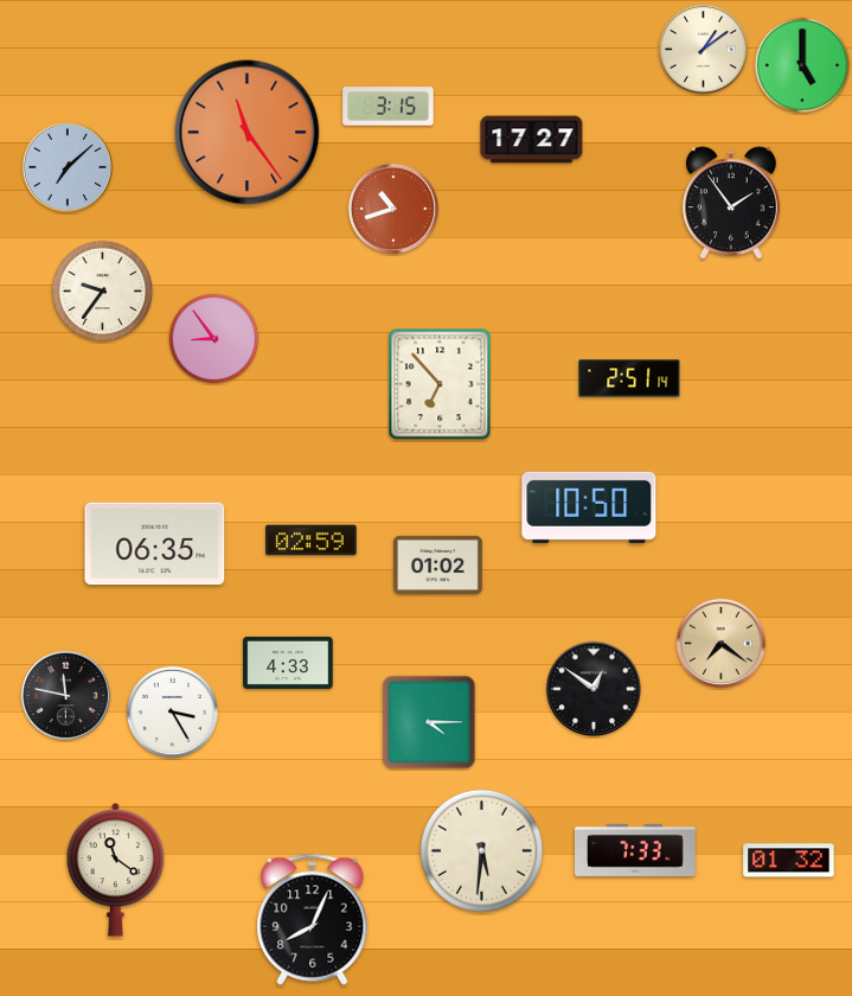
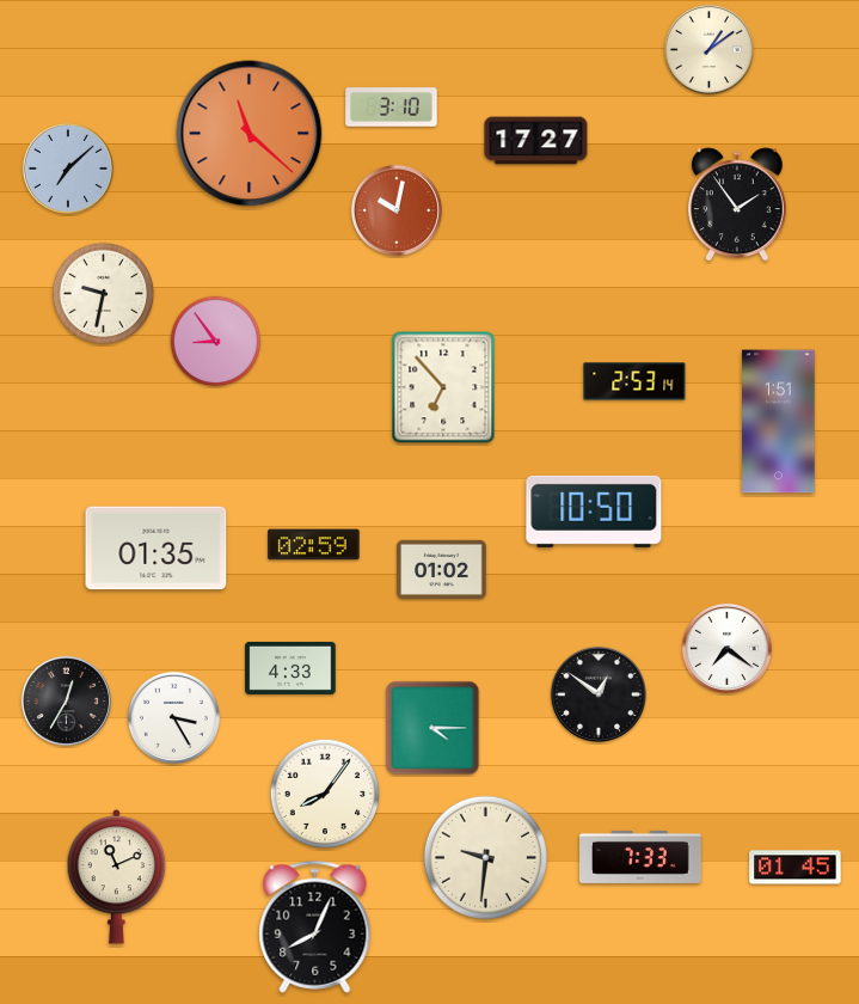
clock at (802, 65): 5:00 -> none
clock at (389, 107): 3:15 -> 3:10
clock at (248, 133): 11:24 -> 11:22
clock at (393, 209): 10:42 -> 10:02
clock at (103, 292): 9:36 -> 9:32
clock at (629, 378): 2:51 -> 2:53
clock at (779, 422): none -> 1:51
clock at (155, 544): 06:35 -> 01:35
clock at (720, 643) dial: champagne -> white
clock at (65, 695): 11:47 -> 12:35
clock at (325, 794): none -> 8:06
clock at (481, 850): 5:31 -> 9:31
clock at (789, 861): 01:32 -> 01:45
clock at (116, 870): 11:21 -> 11:11
